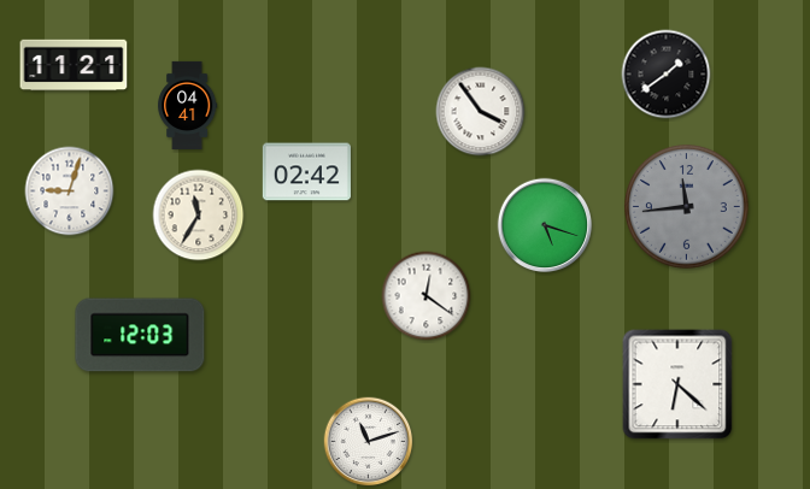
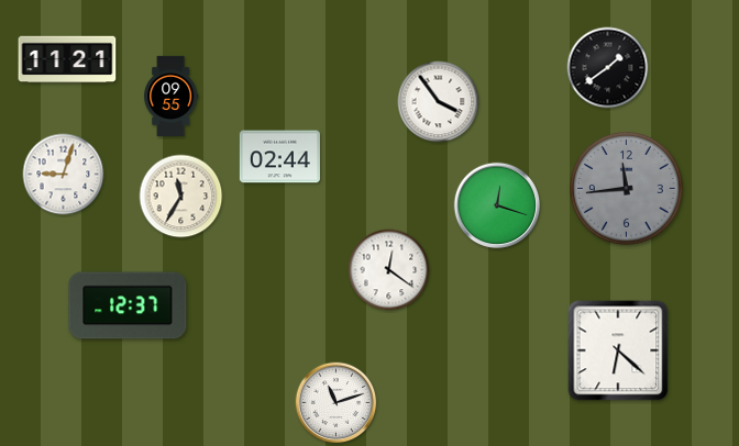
clock at (188, 105): 04:41 -> 09:55
clock at (306, 172): 02:42 -> 02:44
clock at (545, 225): 5:18 -> 12:18
clock at (140, 335): 12:03 -> 12:37
